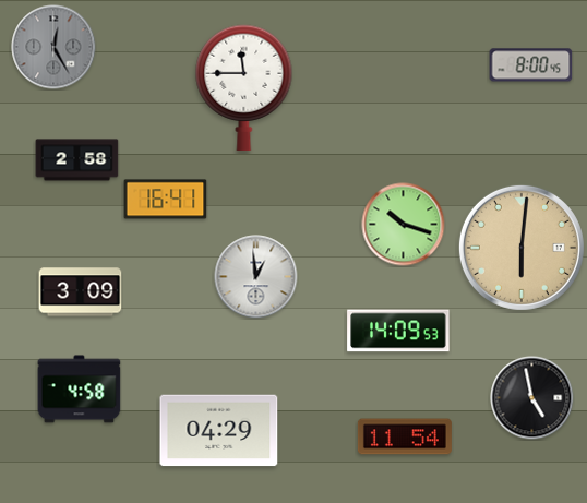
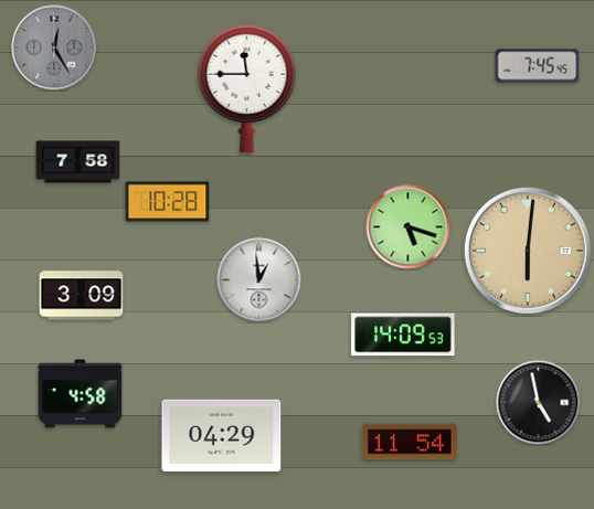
clock at (531, 65): 8:00 -> 7:45
clock at (77, 160): 2:58 -> 7:58
clock at (166, 200): 16:41 -> 10:28
clock at (404, 225): 10:18 -> 5:18
